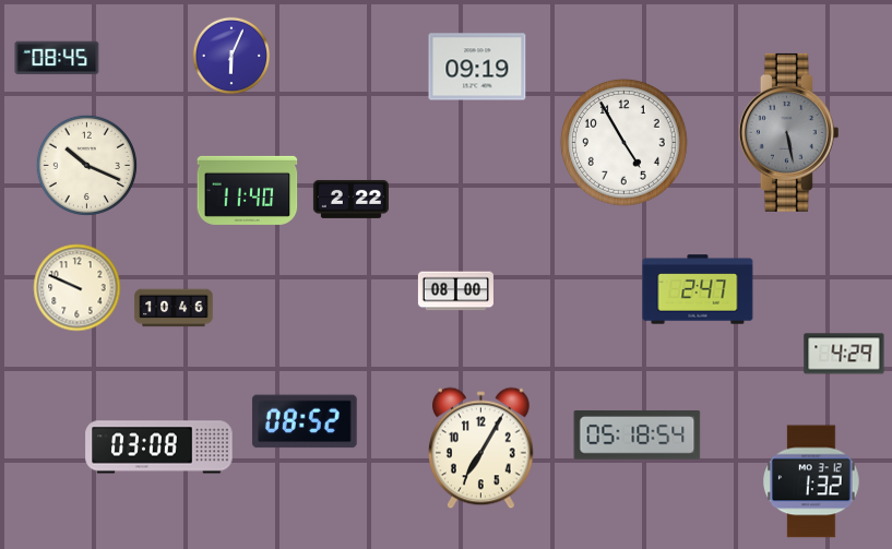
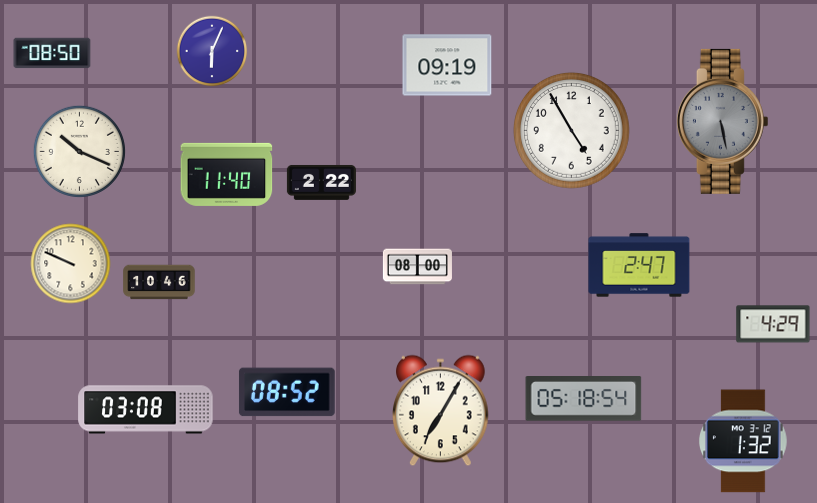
clock at (57, 58): 08:45 -> 08:50
clock at (477, 67) position: (477, 67) -> (447, 65)
clock at (305, 421) position: (305, 421) -> (287, 392)
